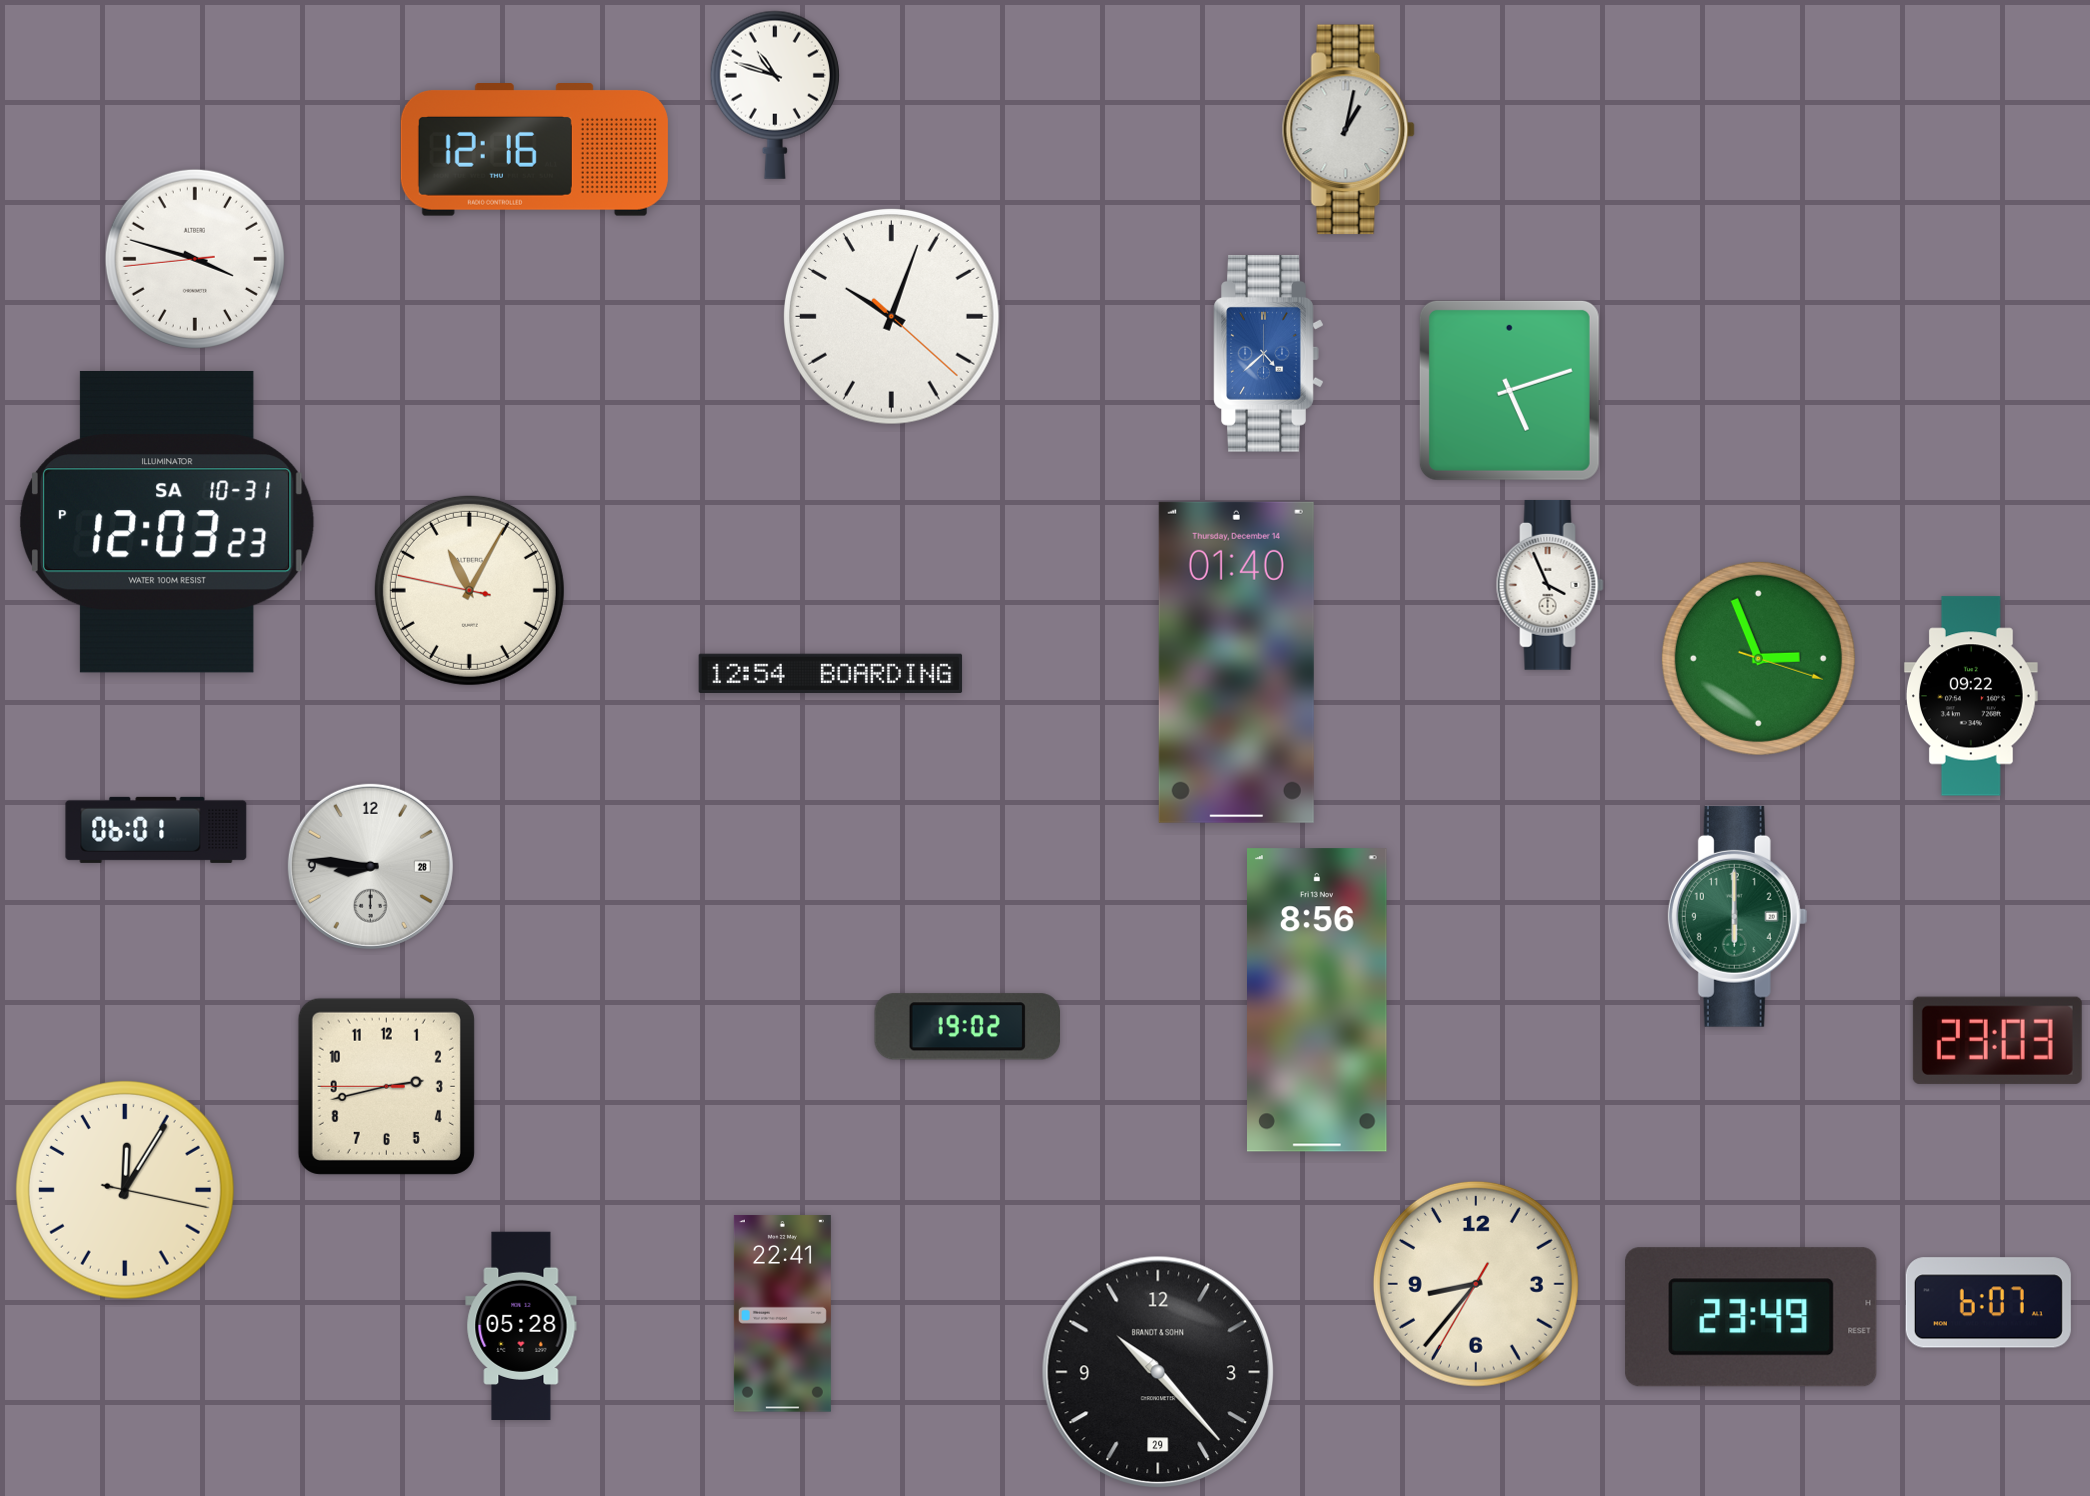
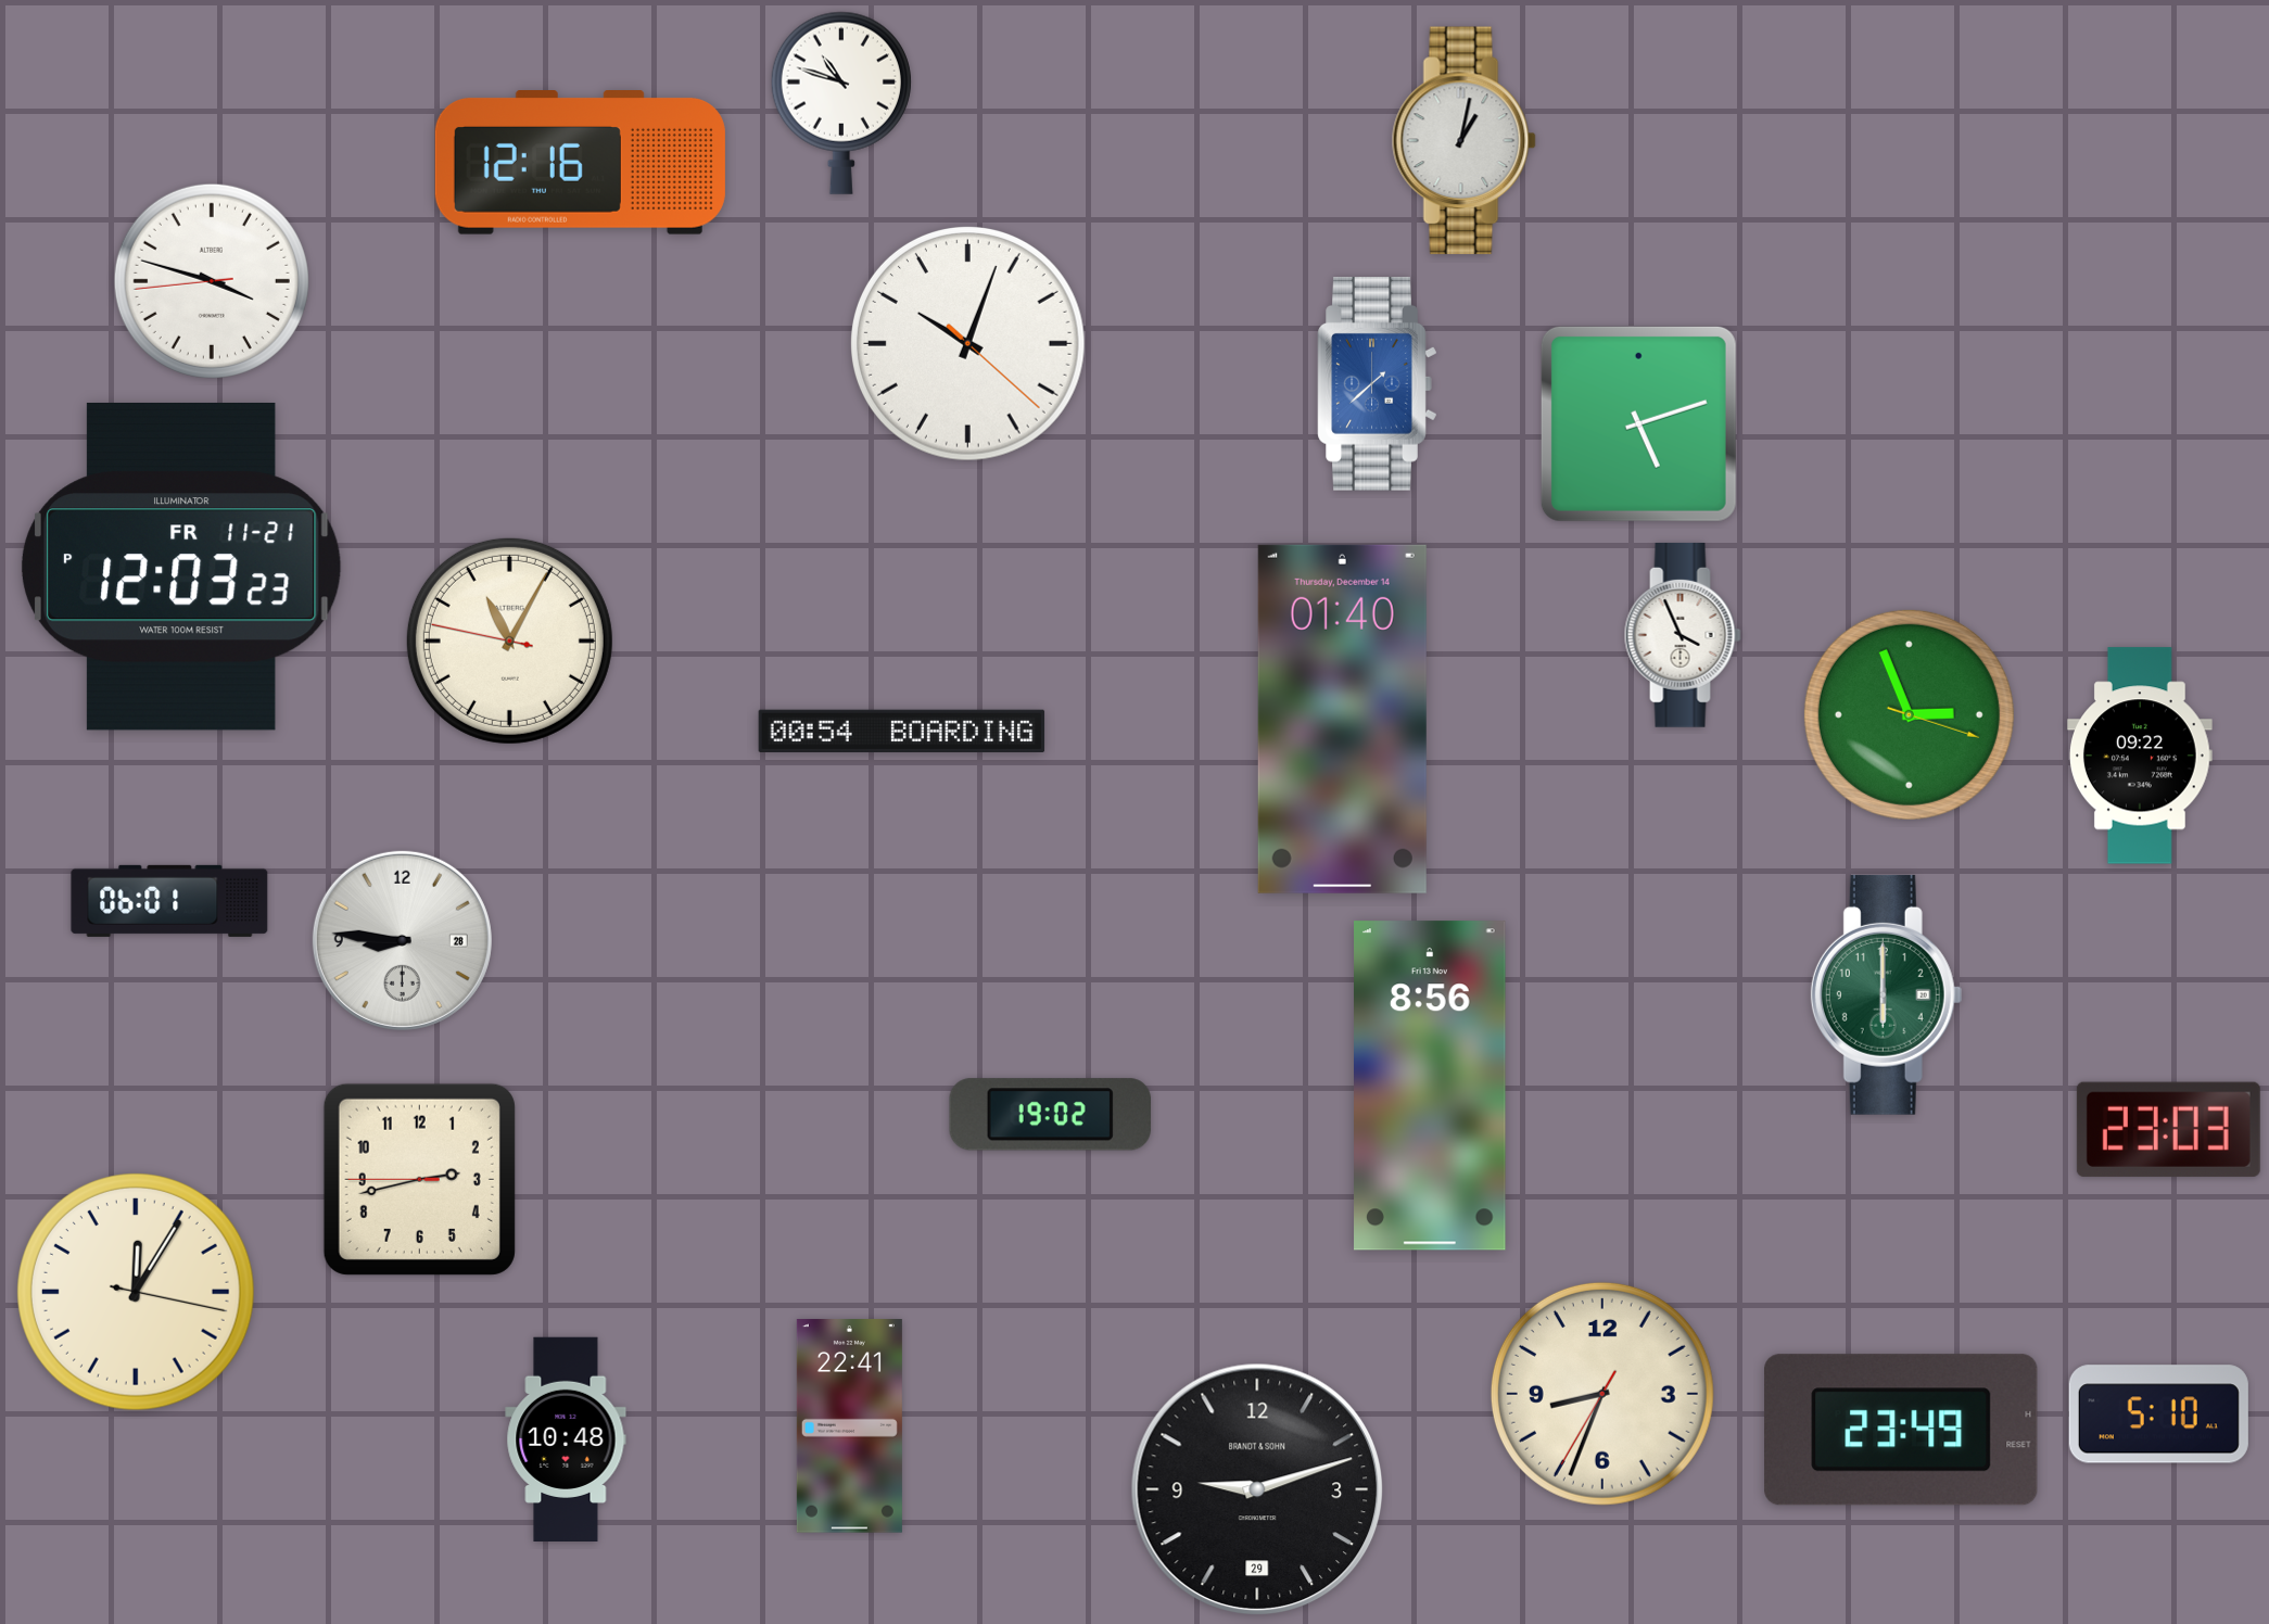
clock at (1269, 354): 4:38 -> 1:38
clock at (167, 522) date: SA 10-31 -> FR 11-21
clock at (831, 673): 12:54 -> 00:54
clock at (1476, 1284): 8:36 -> 8:33
clock at (1988, 1303): 6:07 -> 5:10
clock at (521, 1325): 05:28 -> 10:48
clock at (1158, 1372): 10:23 -> 9:12
